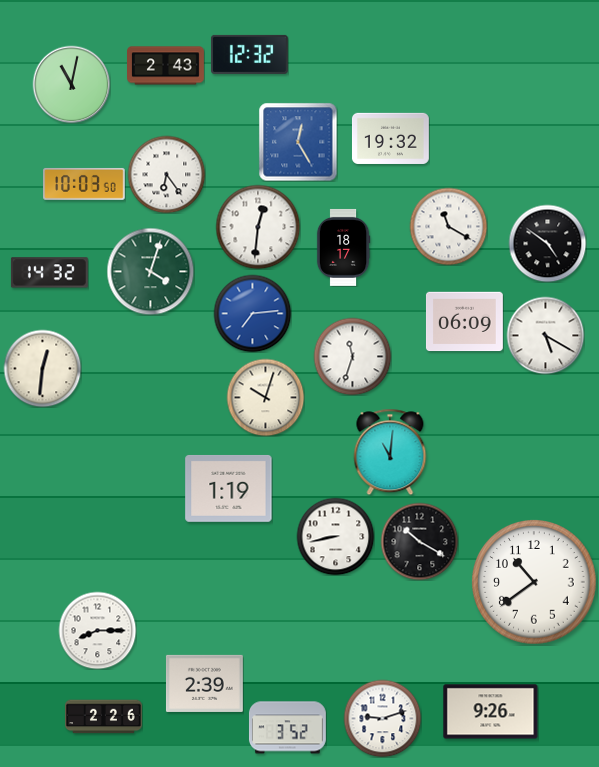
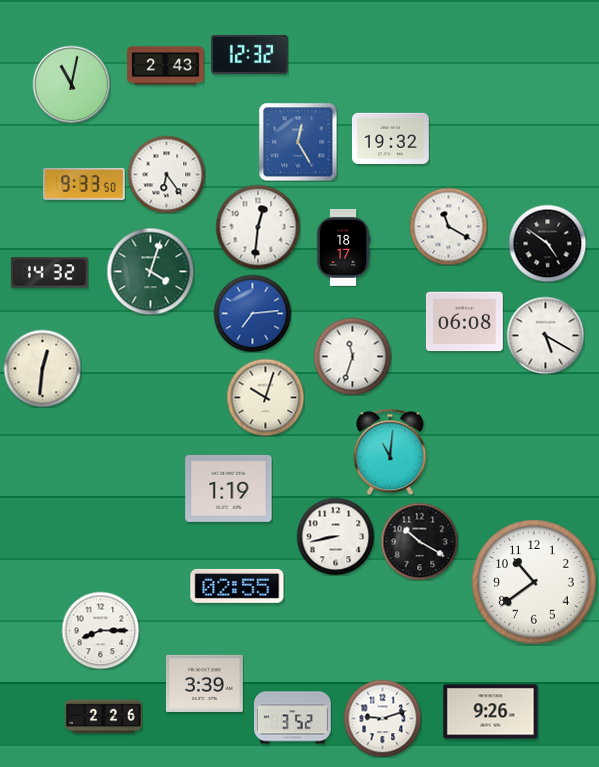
clock at (84, 184): 10:03 -> 9:33
clock at (464, 322): 06:09 -> 06:08
clock at (237, 586): none -> 02:55
clock at (97, 630) position: (97, 630) -> (100, 630)
clock at (204, 683): 2:39 -> 3:39
clock at (287, 728) position: (287, 728) -> (292, 718)
